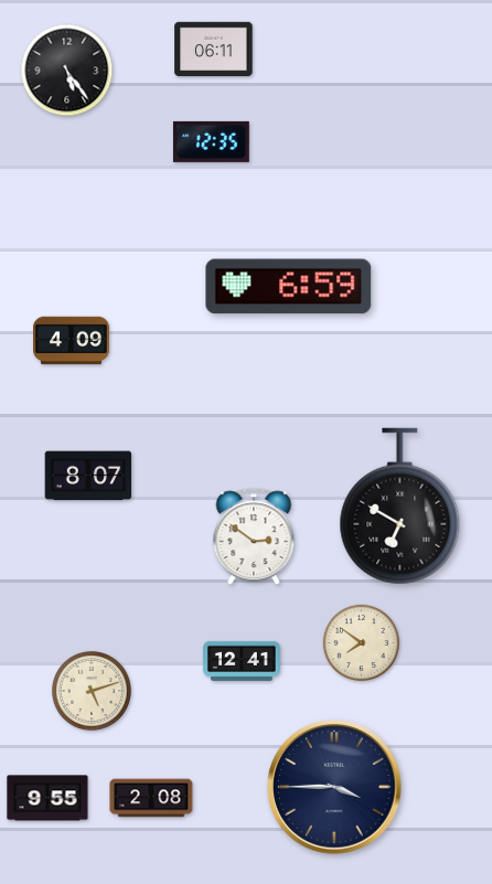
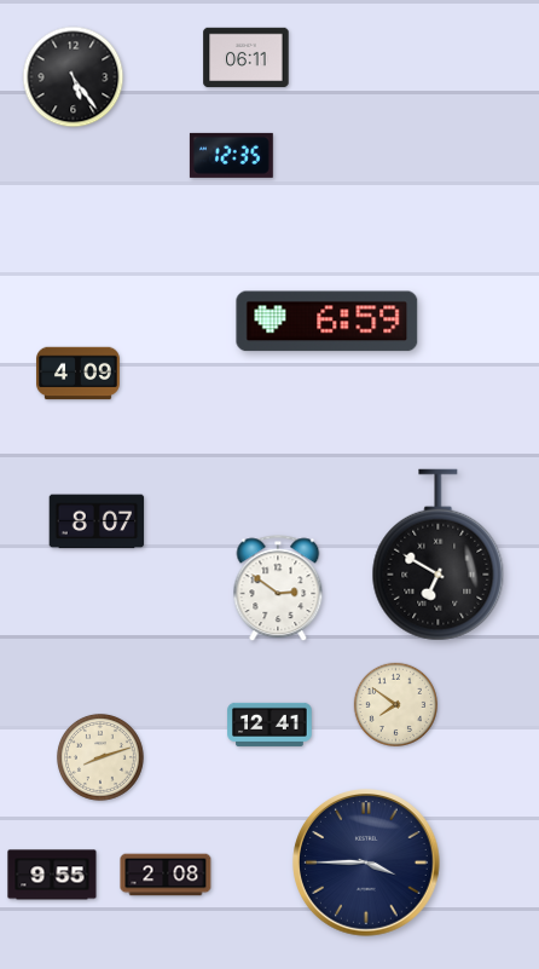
clock at (214, 50) position: (214, 50) -> (247, 58)
clock at (289, 287) position: (289, 287) -> (328, 322)
clock at (242, 661) position: (242, 661) -> (269, 725)
clock at (92, 691): 5:12 -> 8:12
